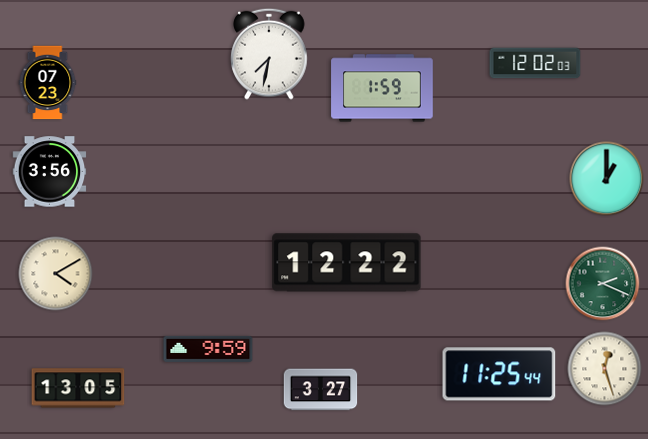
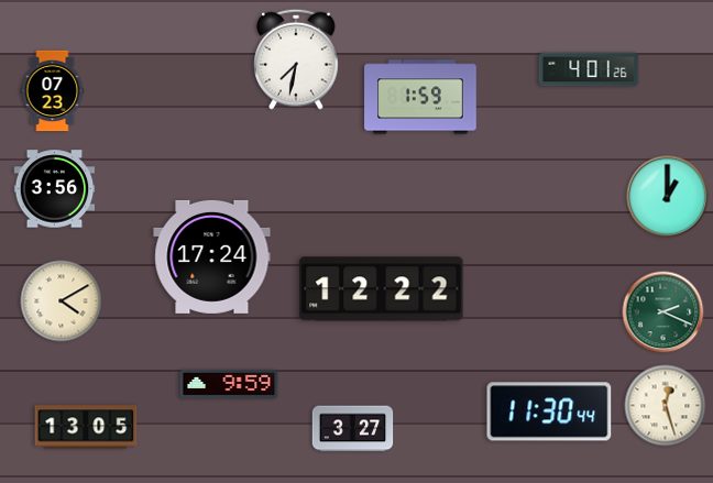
clock at (535, 63): 12:02 -> 4:01
clock at (212, 256): none -> 17:24
clock at (499, 374): 11:25 -> 11:30
